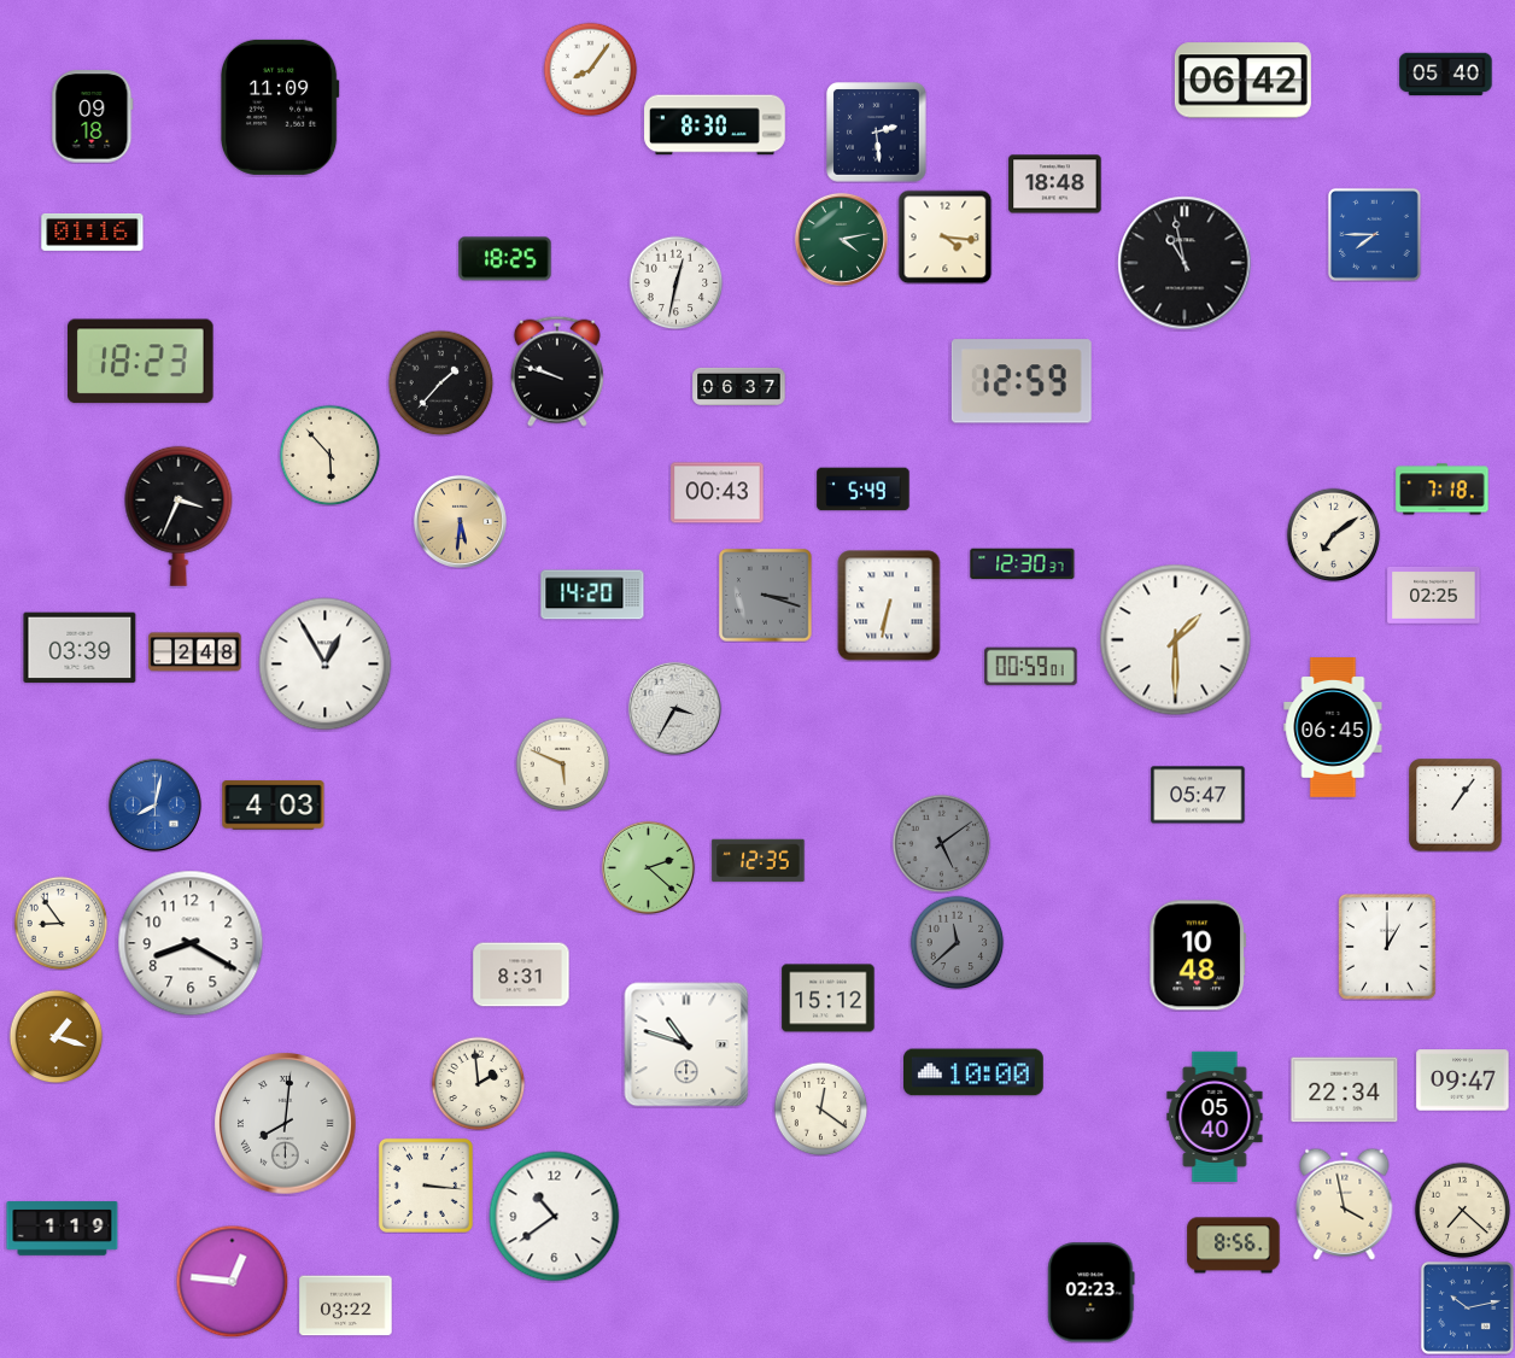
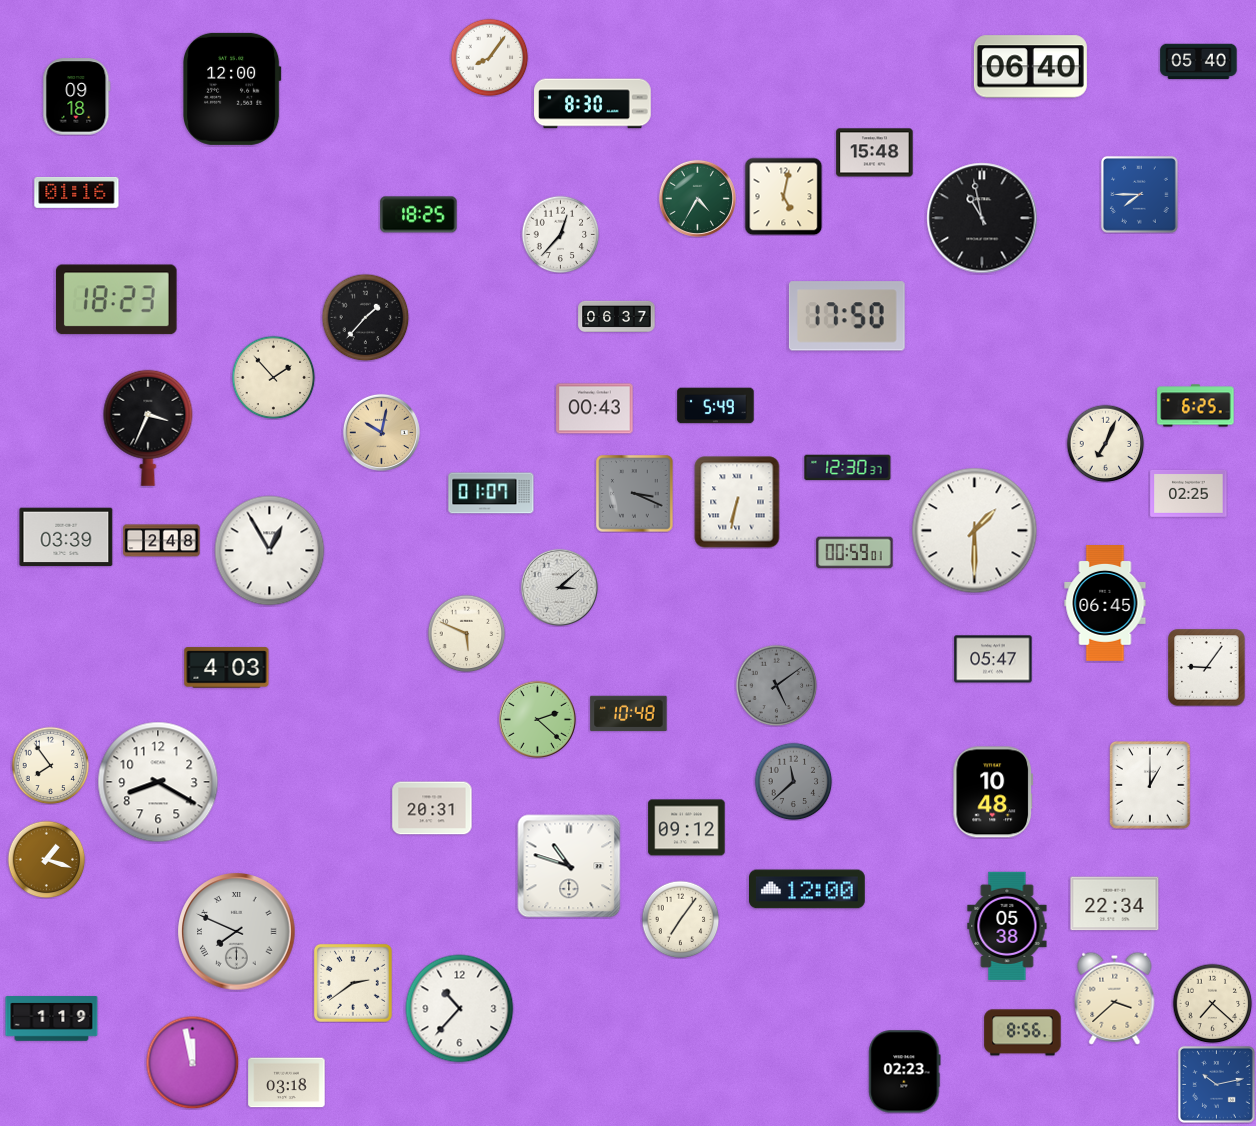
clock at (1242, 81): 06:42 -> 06:40
clock at (281, 107): 11:09 -> 12:00
clock at (877, 133): 2:29 -> none
clock at (1055, 185): 18:48 -> 15:48
clock at (944, 236): 4:16 -> 5:02
clock at (841, 239): 4:13 -> 4:35
clock at (675, 282): 12:32 -> 12:37
clock at (557, 371): 9:48 -> none
clock at (1022, 381): 12:59 -> 17:50
clock at (739, 386) position: (739, 386) -> (617, 316)
clock at (329, 455): 5:53 -> 1:53
clock at (1443, 490): 7:18 -> 6:25
clock at (460, 521): 5:31 -> 10:02
clock at (1333, 534): 7:09 -> 7:04
clock at (592, 595): 14:20 -> 01:07
clock at (766, 596): 3:18 -> 3:19
clock at (674, 708): 3:35 -> 3:08
clock at (154, 804): 8:02 -> none
clock at (1456, 806): 1:06 -> 9:06
clock at (941, 843) position: (941, 843) -> (776, 685)
clock at (759, 861): 12:35 -> 10:48
clock at (60, 923): 8:54 -> 7:54
clock at (521, 974): 8:31 -> 20:31
clock at (829, 999): 15:12 -> 09:12
clock at (975, 1072): 10:00 -> 12:00
clock at (1463, 1081): 09:47 -> none
clock at (478, 1083): 1:59 -> none
clock at (820, 1108): 12:21 -> 7:06
clock at (1215, 1117): 05:40 -> 05:38
clock at (286, 1124): 8:01 -> 7:49
clock at (426, 1186): 3:16 -> 2:39
clock at (1345, 1204): 3:58 -> 3:38
clock at (555, 1217): 10:39 -> 10:37
clock at (232, 1281): 12:46 -> 11:58
clock at (346, 1306): 03:22 -> 03:18
